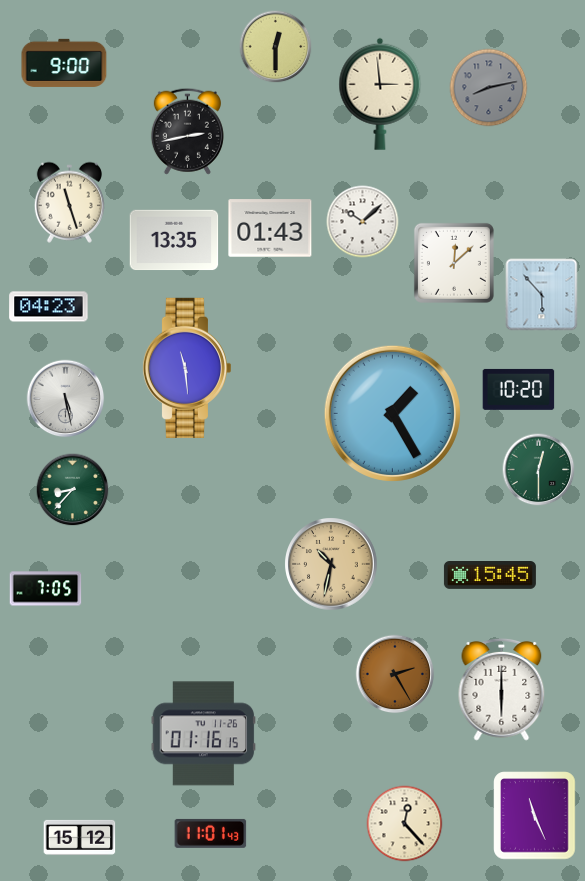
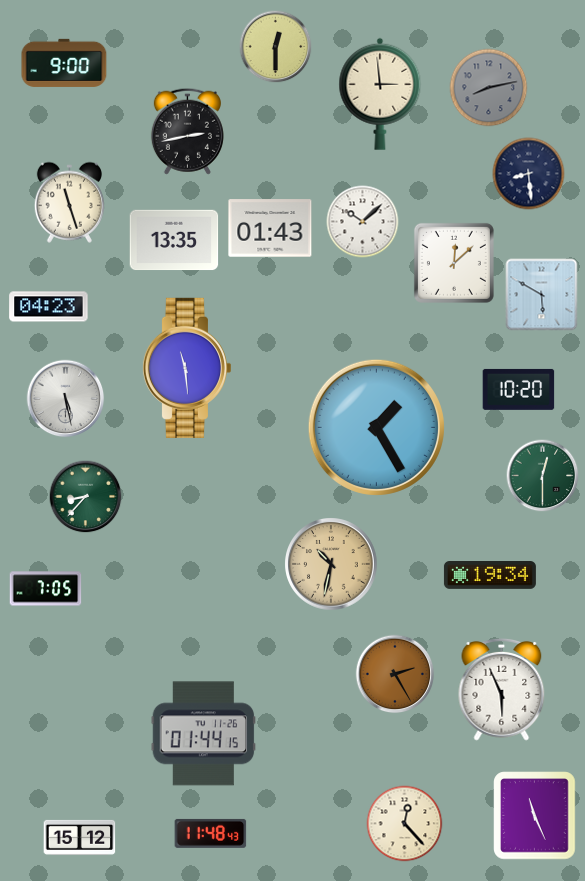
clock at (529, 174): none -> 8:29
clock at (542, 295): 5:53 -> 5:50
clock at (392, 413) position: (392, 413) -> (376, 427)
clock at (539, 470) position: (539, 470) -> (543, 476)
clock at (73, 490) position: (73, 490) -> (86, 497)
clock at (490, 576): 15:45 -> 19:34
clock at (502, 690): 6:00 -> 5:56
clock at (204, 734): 01:16 -> 01:44
clock at (211, 833): 11:01 -> 11:48
